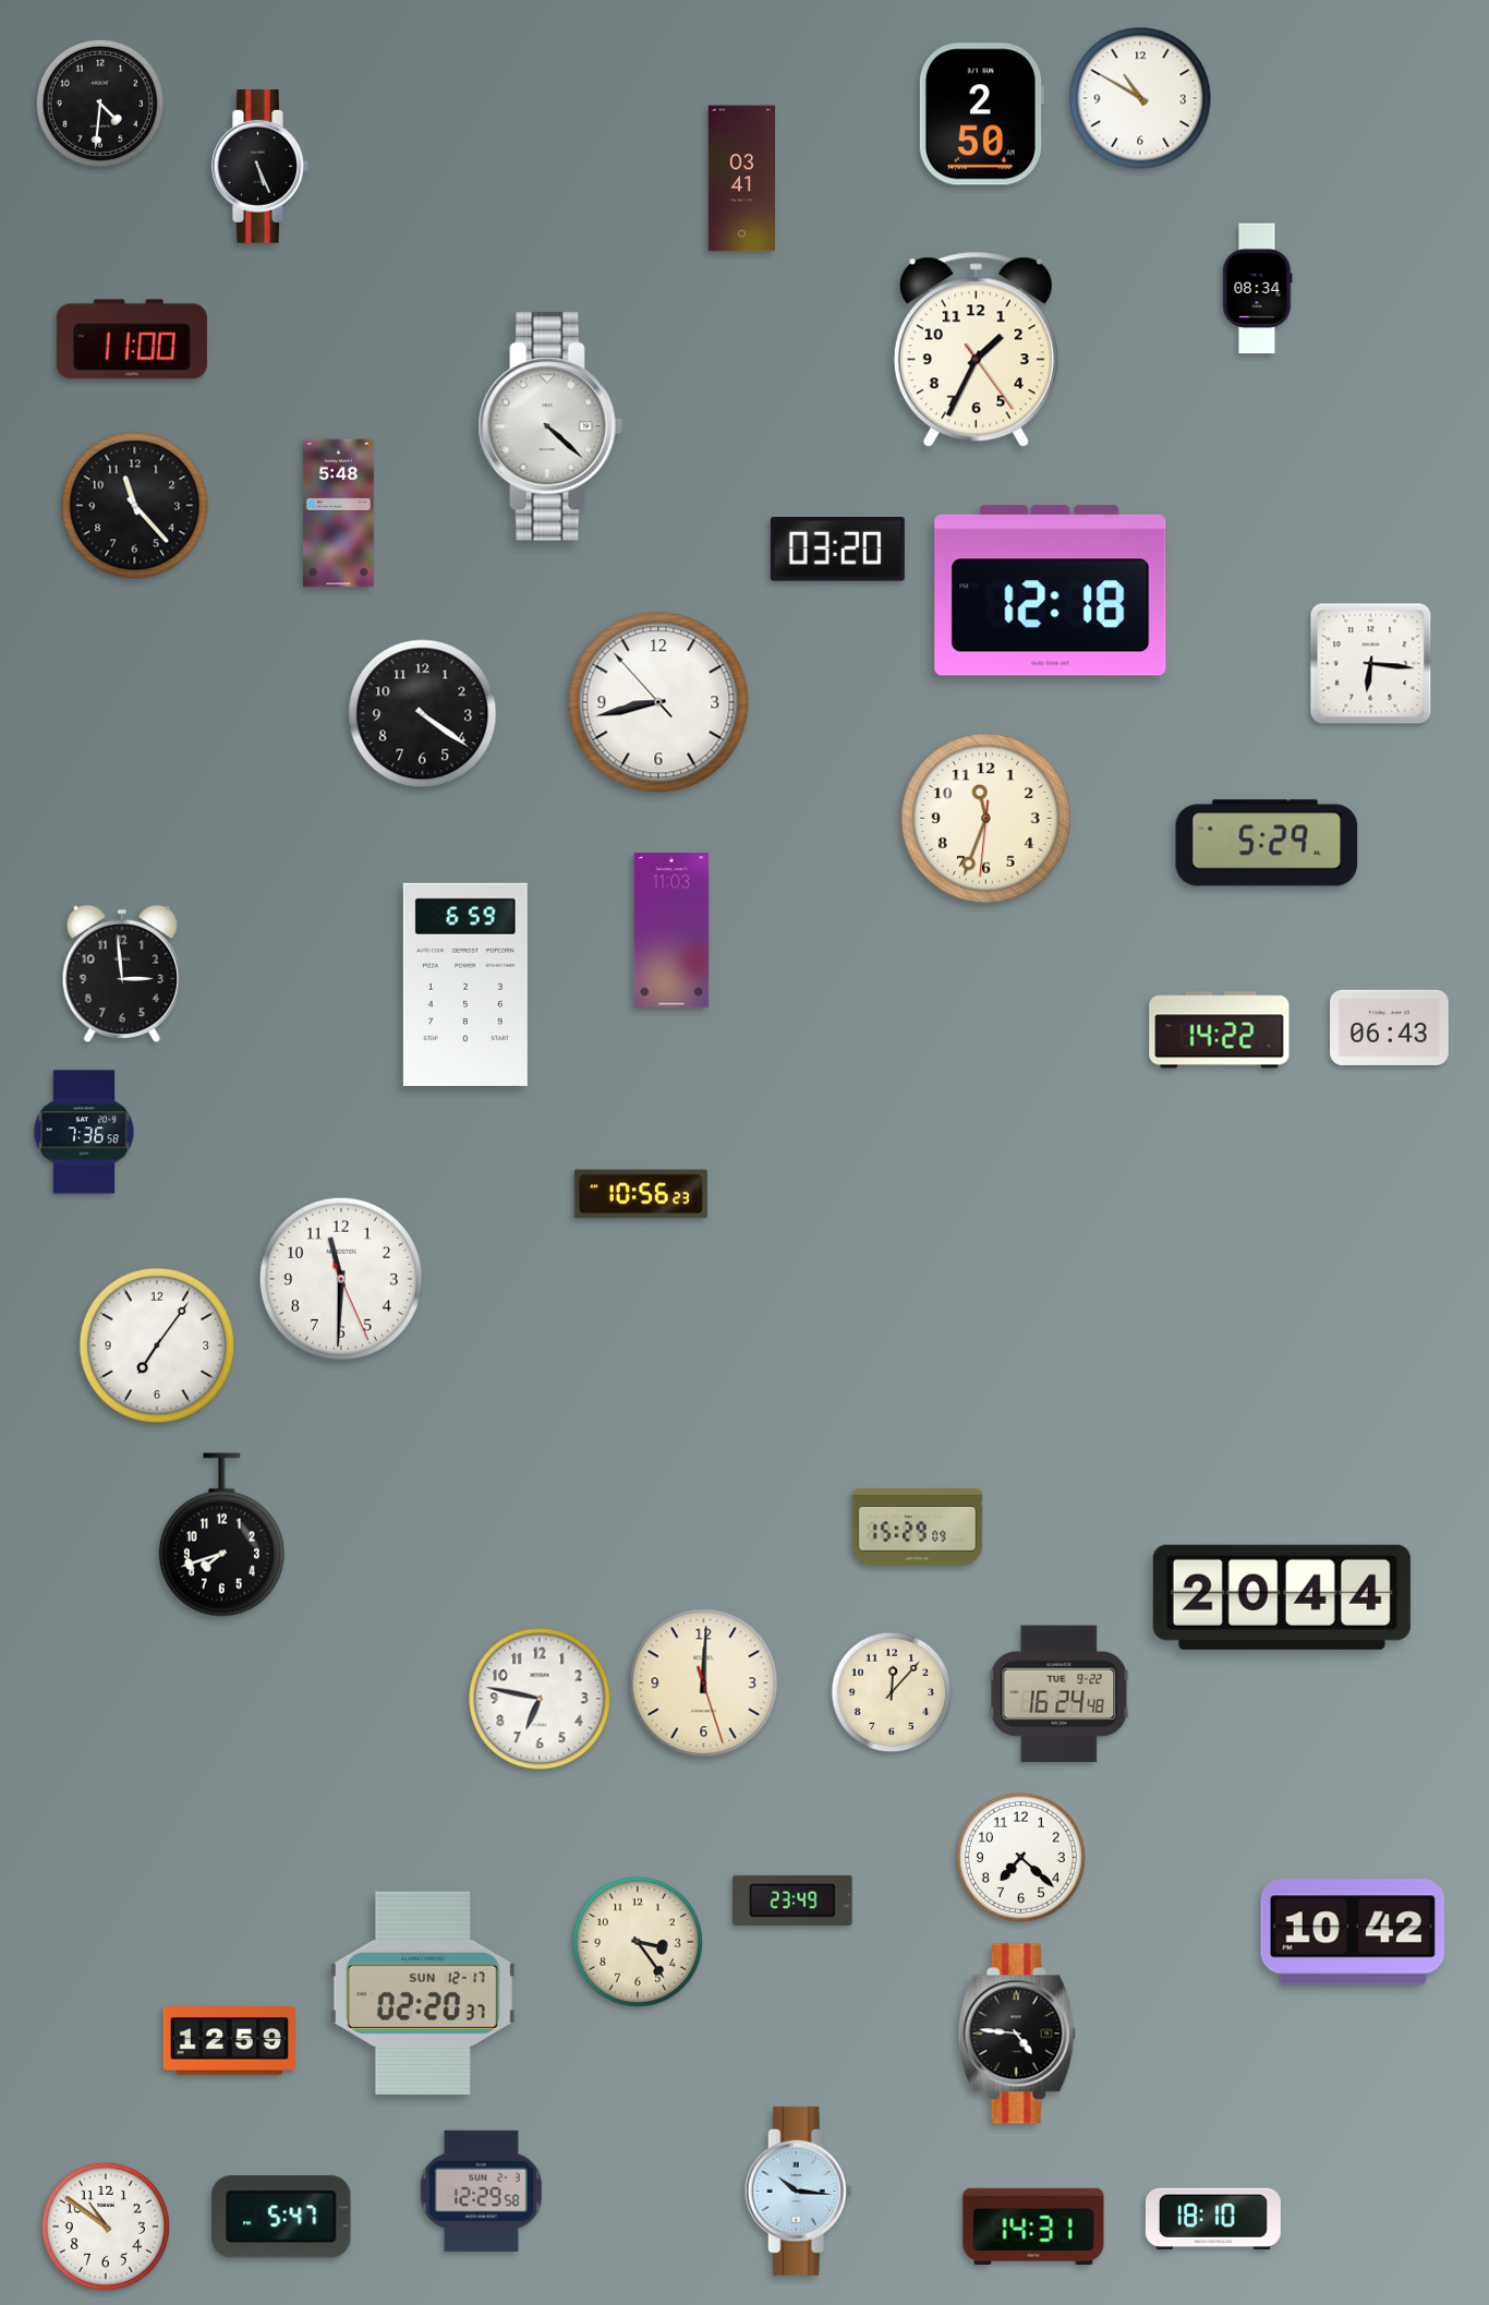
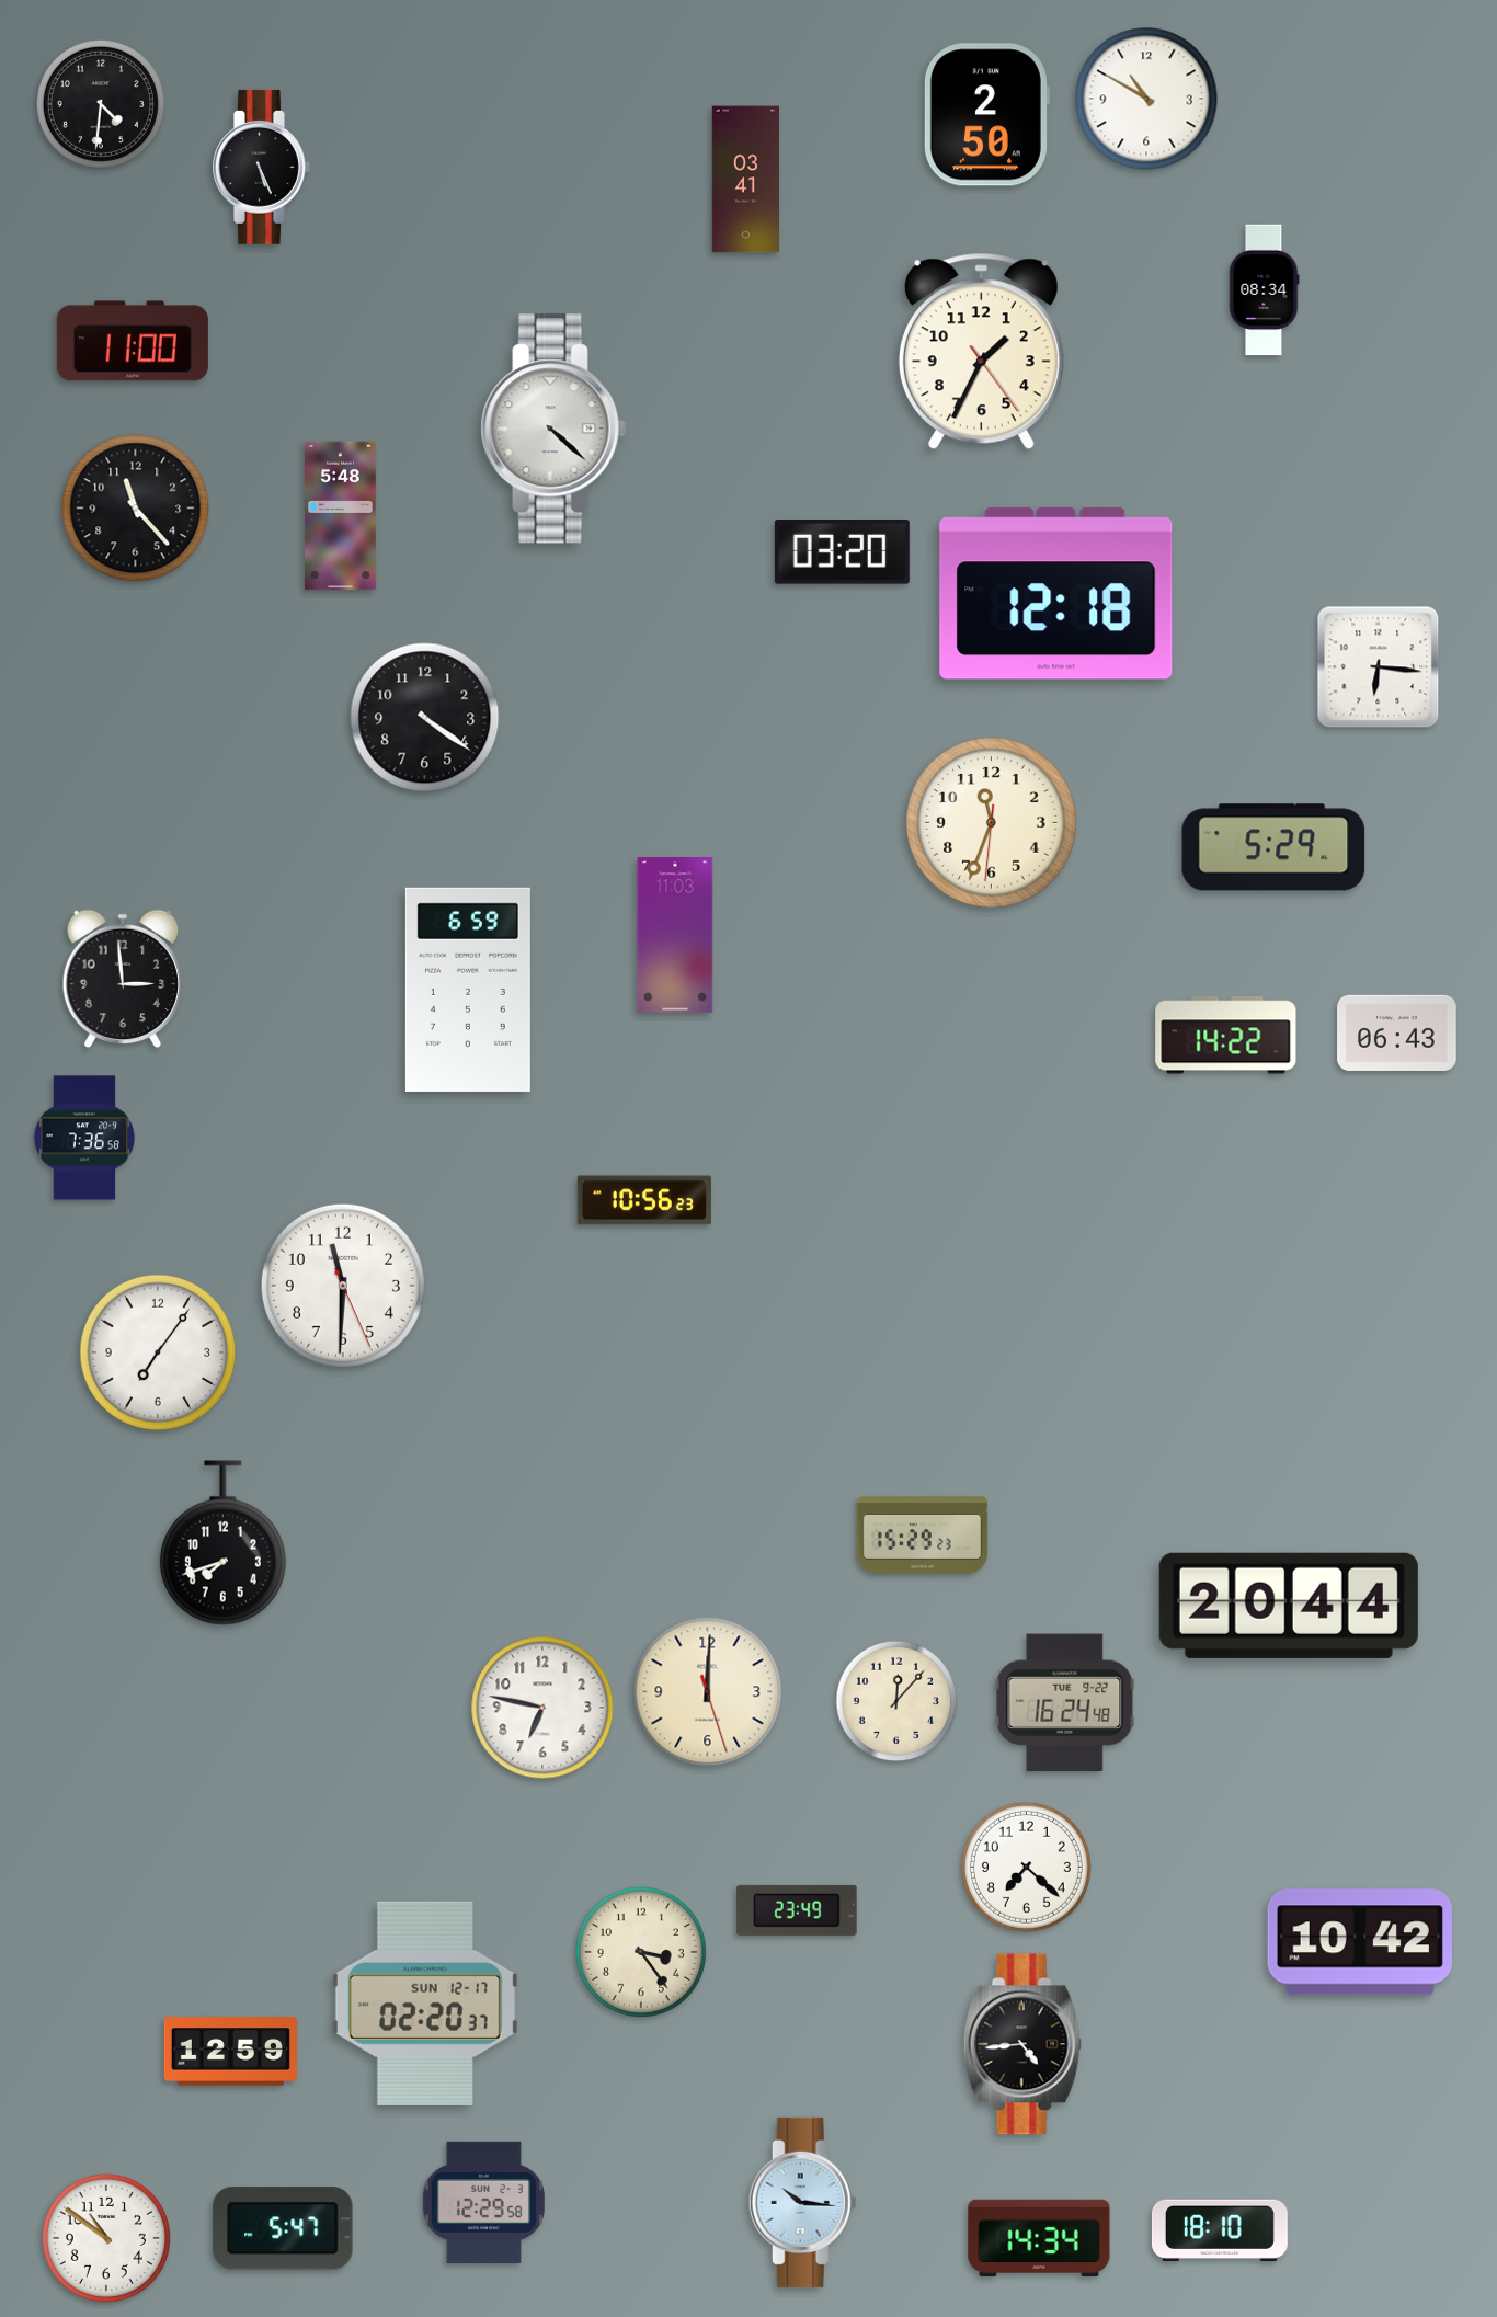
clock at (658, 702): 8:42 -> none
clock at (918, 1526): 15:29:09 -> 15:29:23
clock at (1017, 2034): 4:46 -> 4:44
clock at (1033, 2225): 14:31 -> 14:34
